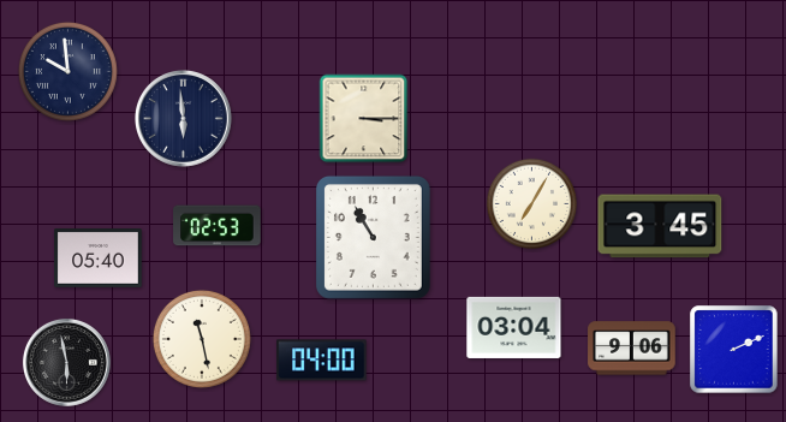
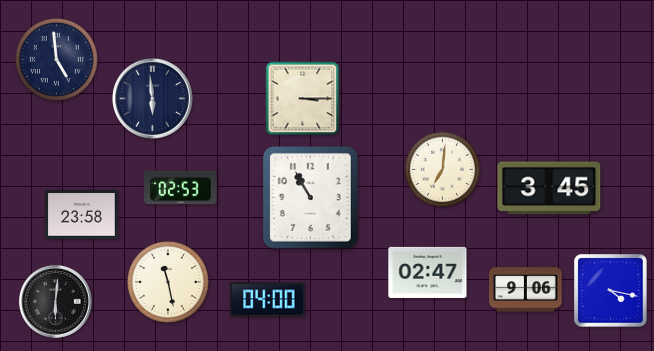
clock at (67, 71): 9:59 -> 4:59
clock at (532, 204): 7:05 -> 7:01
clock at (99, 258): 05:40 -> 23:58
clock at (514, 327): 03:04 -> 02:47
clock at (734, 350): 2:11 -> 4:17
clock at (66, 362): 5:58 -> 6:01
